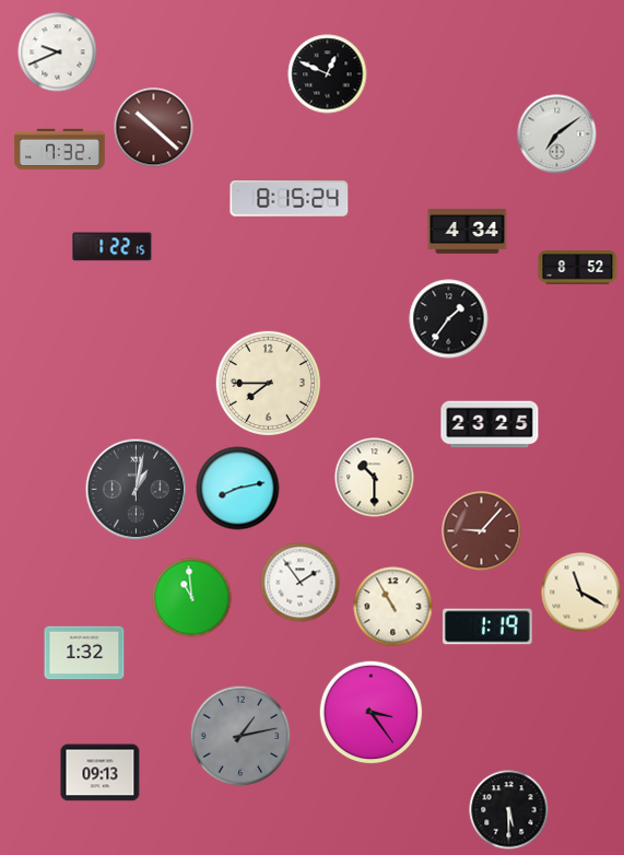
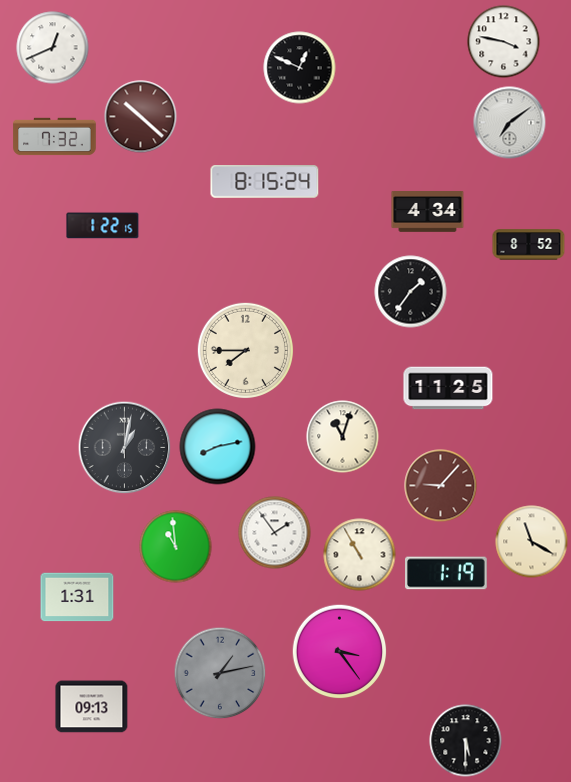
clock at (504, 42): none -> 3:47
clock at (58, 52): 9:41 -> 12:41
clock at (490, 424): 23:25 -> 11:25
clock at (375, 478): 10:30 -> 11:03
clock at (84, 653): 1:32 -> 1:31
